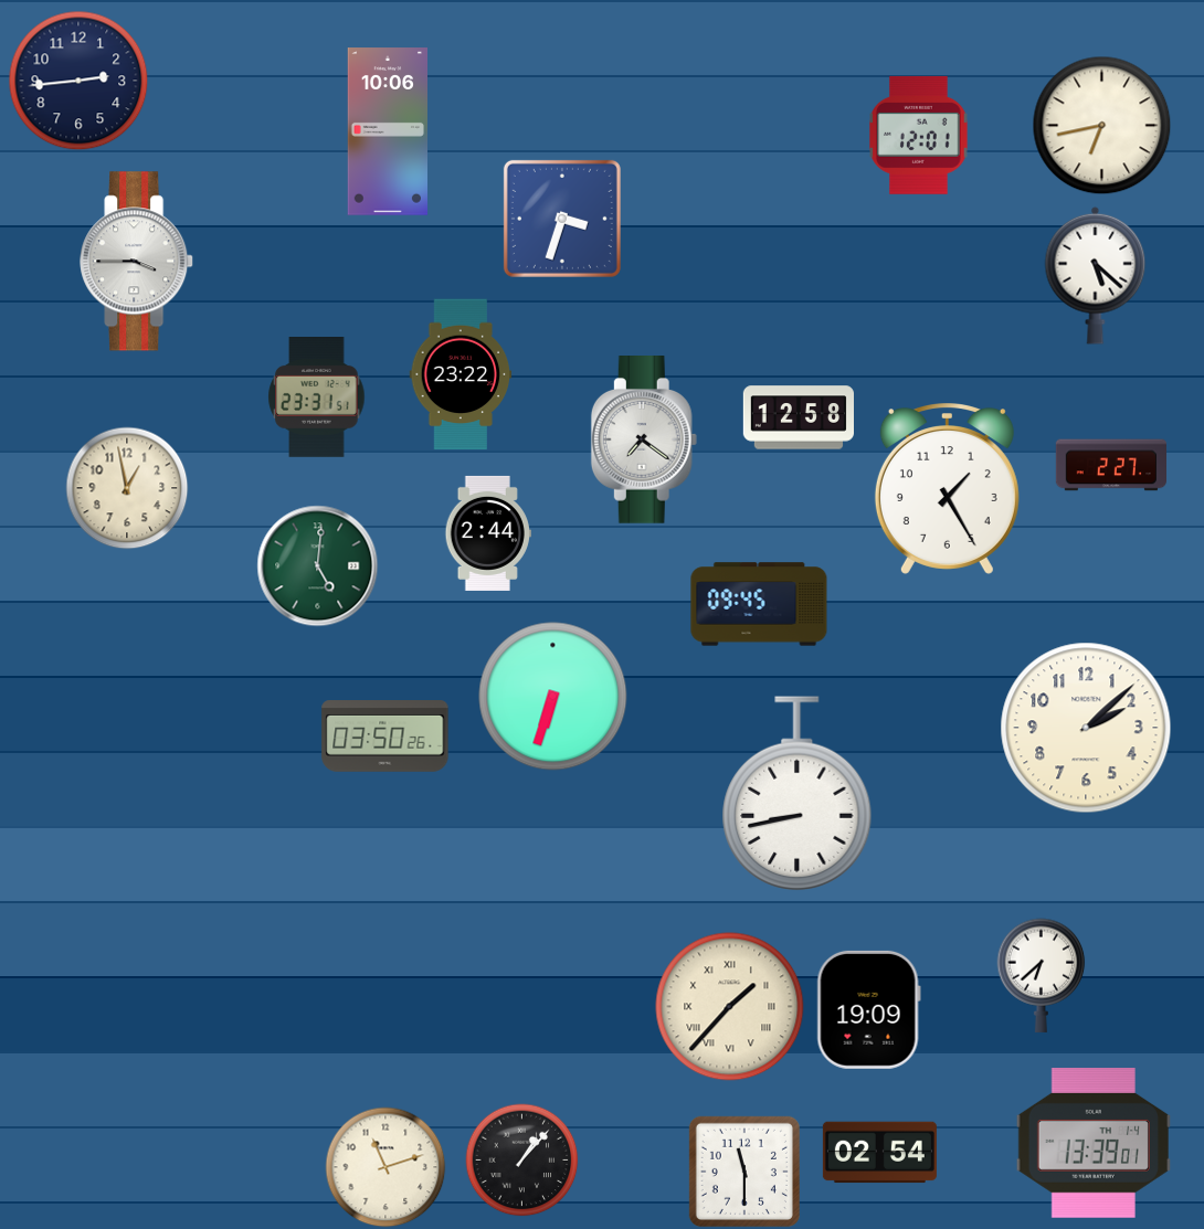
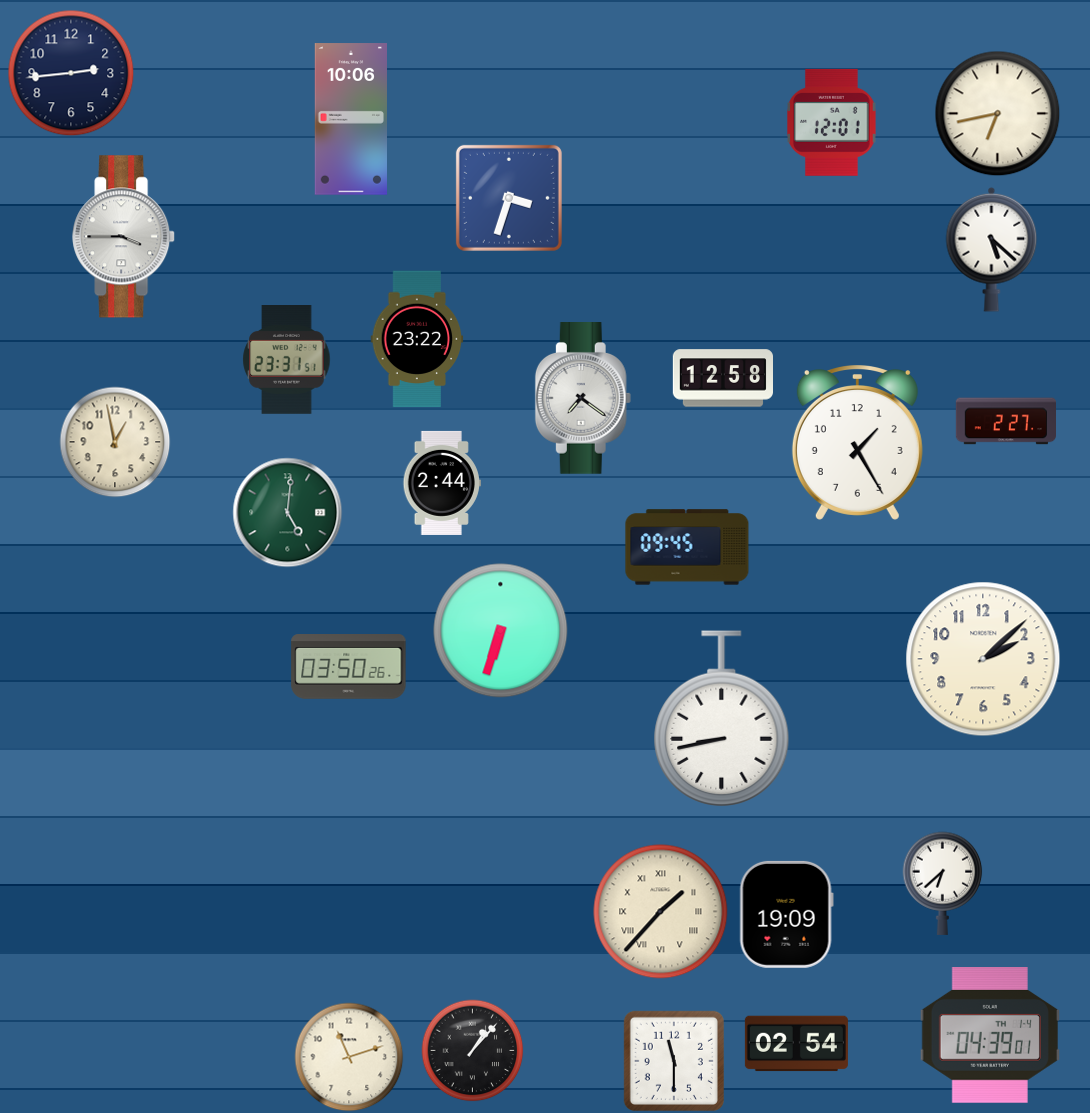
clock at (1094, 1144): 13:39 -> 04:39
